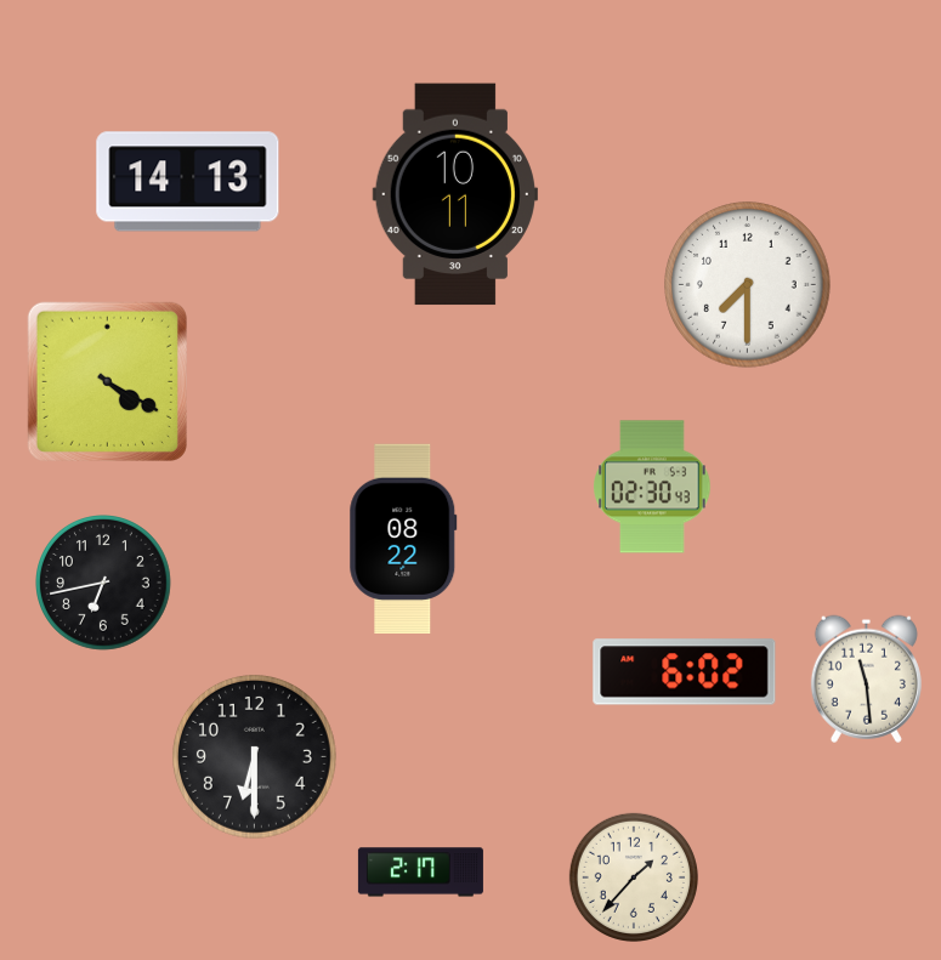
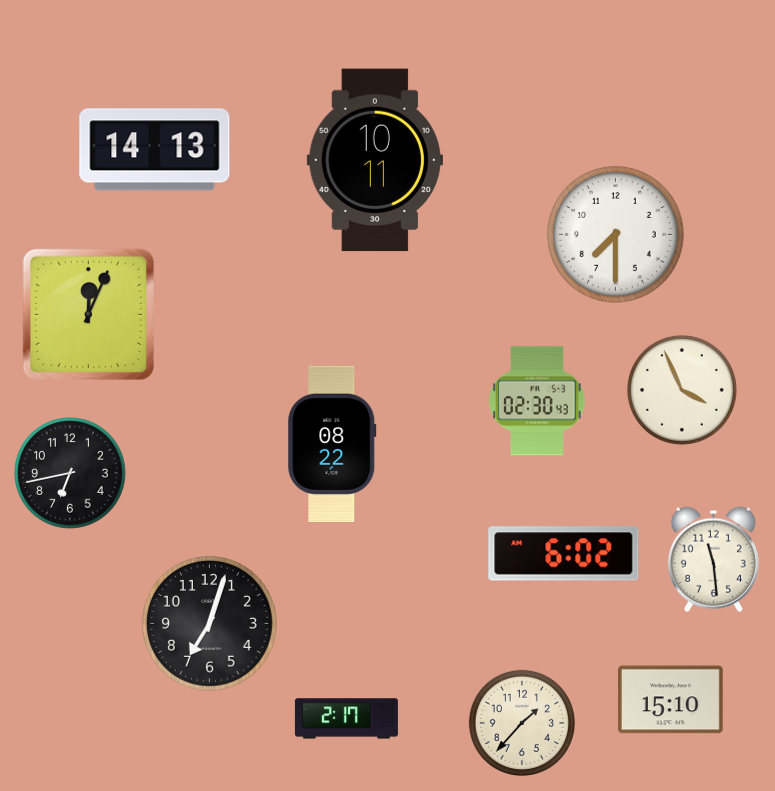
clock at (107, 381): 4:20 -> 12:04
clock at (682, 390): none -> 3:56
clock at (104, 584) position: (104, 584) -> (71, 474)
clock at (254, 756): 6:30 -> 7:03
clock at (671, 700): none -> 15:10
